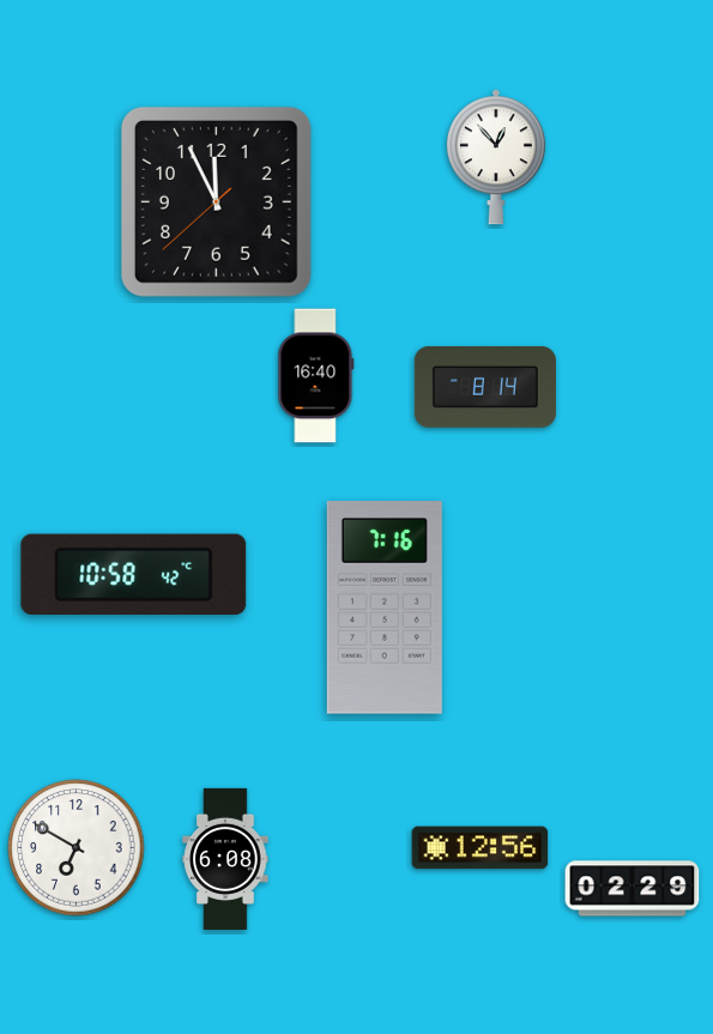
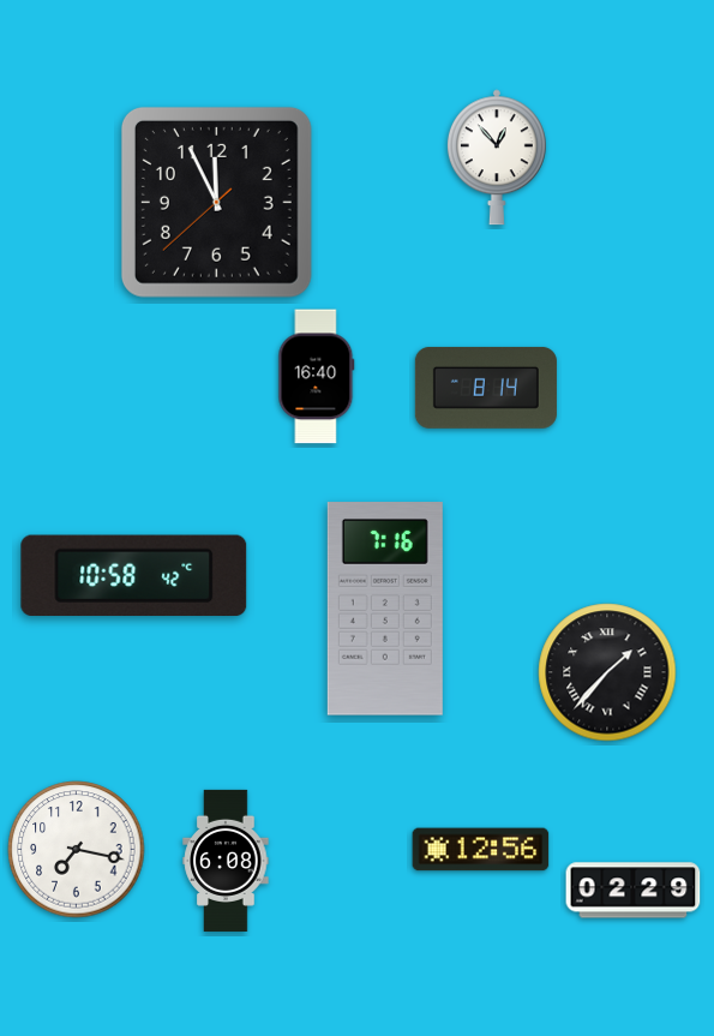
clock at (607, 672): none -> 1:37
clock at (77, 848): 6:50 -> 7:17
